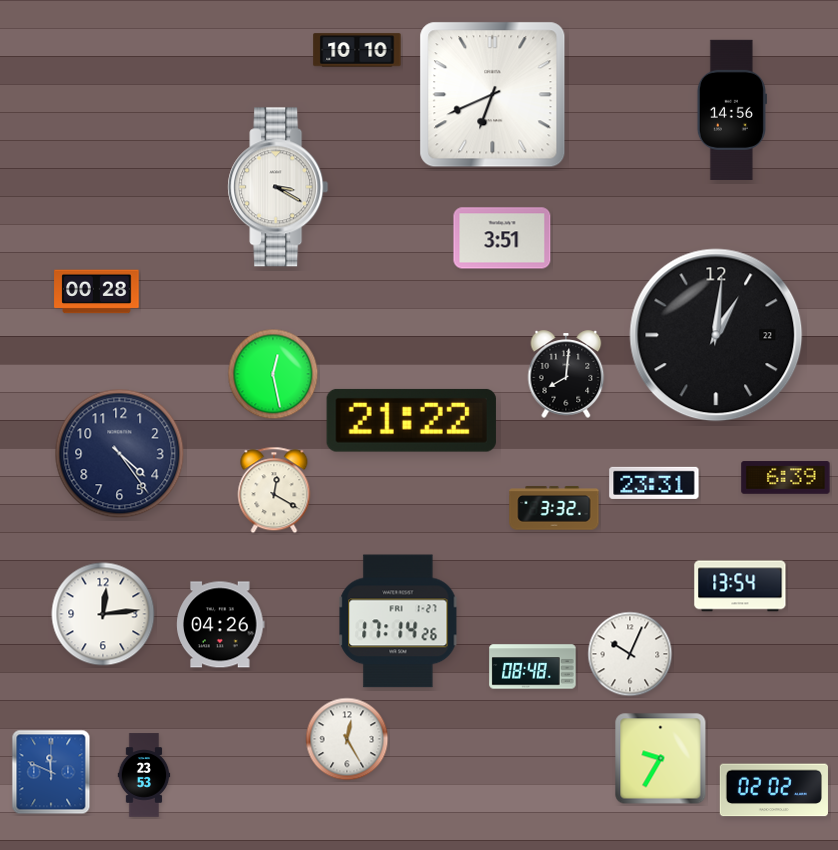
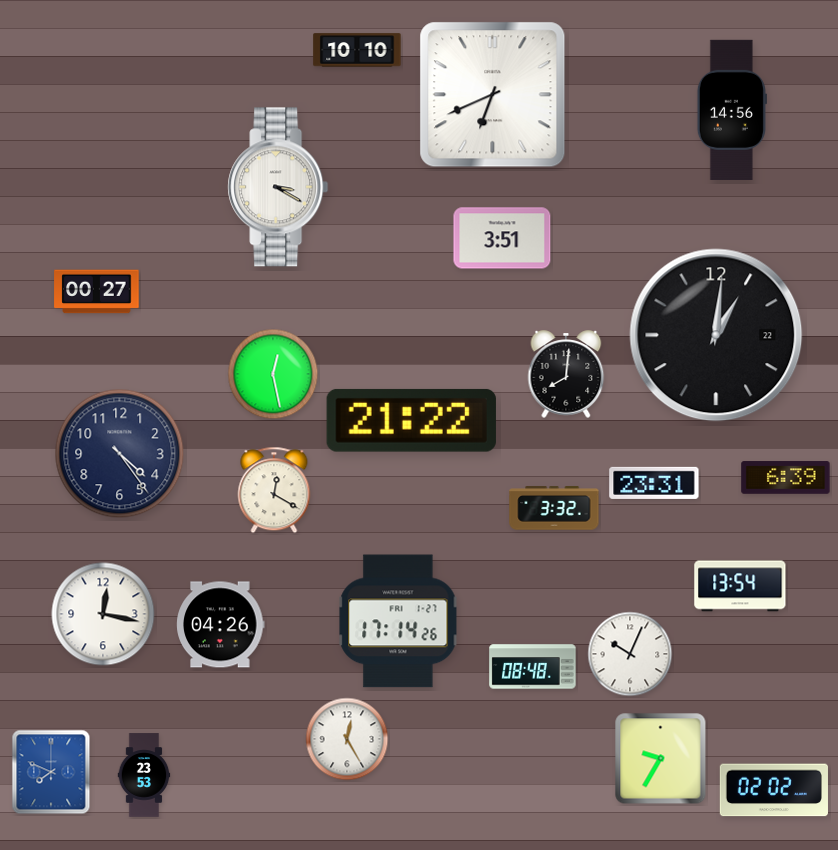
clock at (97, 292): 00:28 -> 00:27
clock at (103, 614): 12:14 -> 12:17
clock at (51, 772): 11:49 -> 7:49
